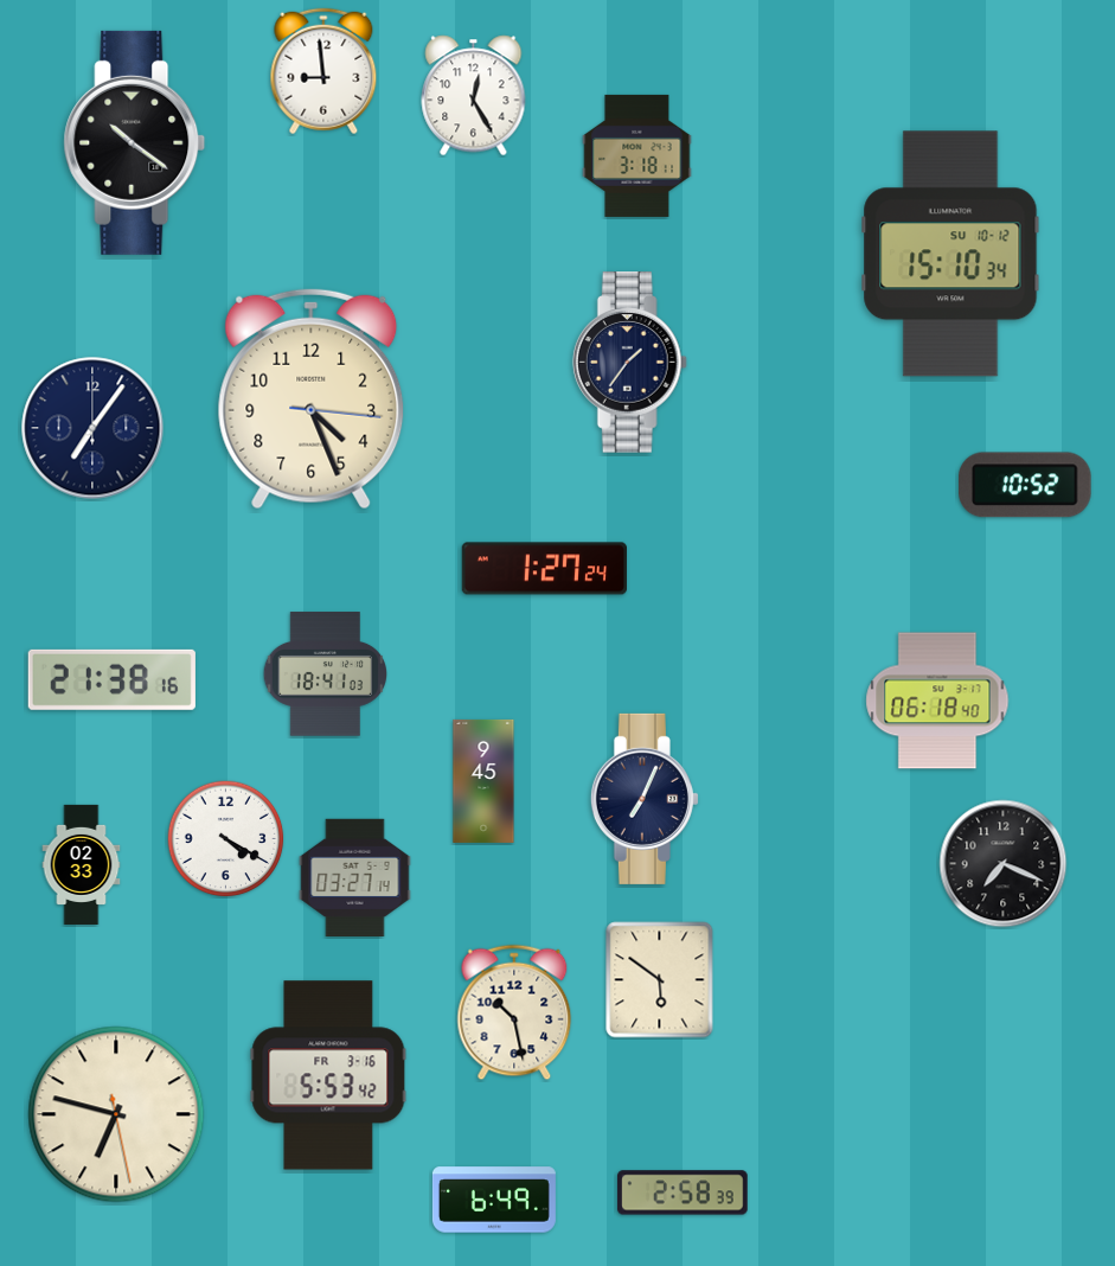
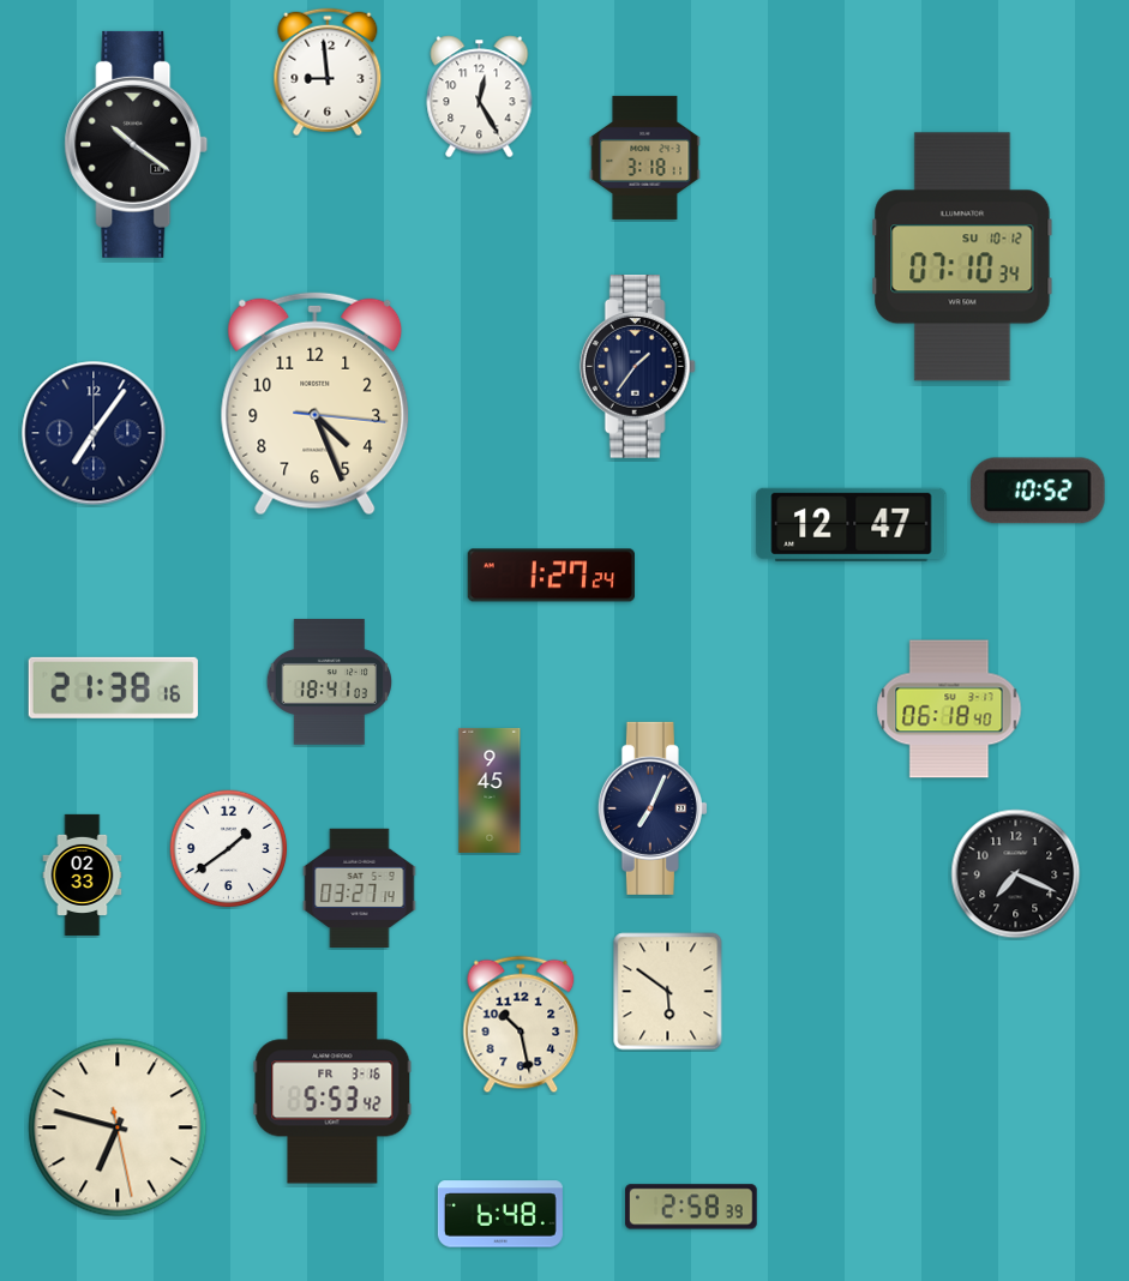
clock at (950, 254): 15:10 -> 07:10
clock at (852, 524): none -> 12:47
clock at (226, 839): 4:20 -> 1:39
clock at (494, 1200): 6:49 -> 6:48
